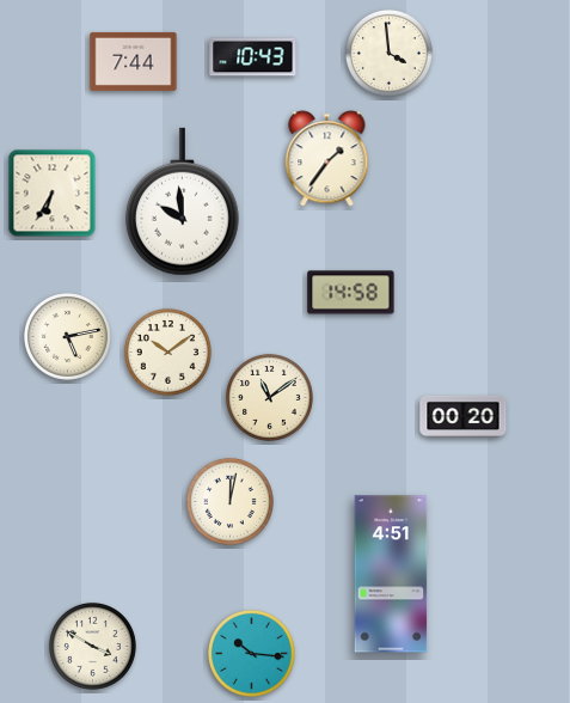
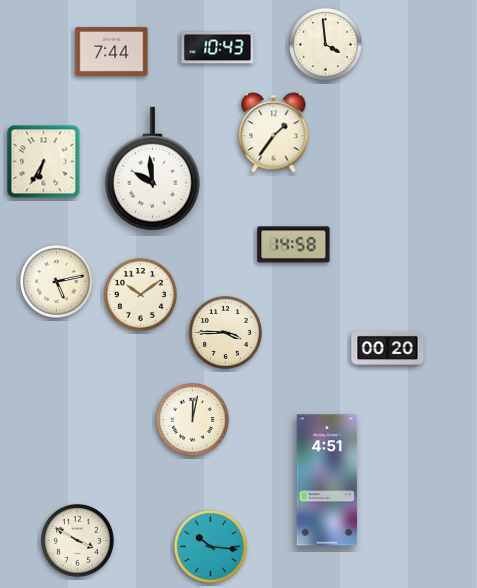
clock at (253, 57) position: (253, 57) -> (218, 48)
clock at (269, 397): 11:09 -> 3:45
